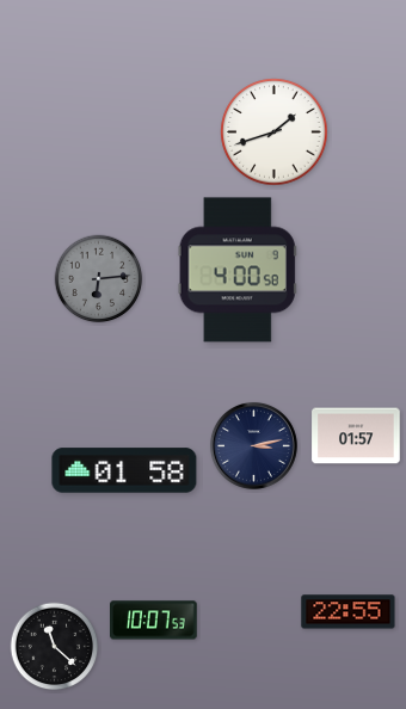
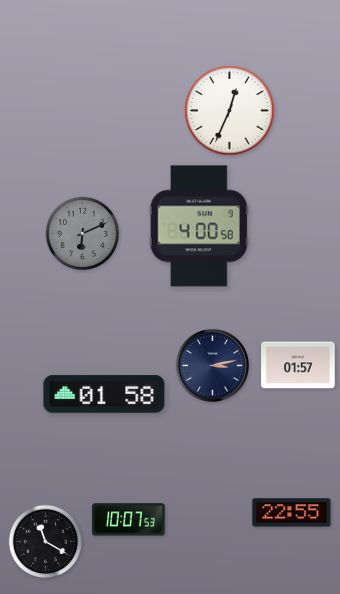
clock at (275, 132): 1:42 -> 12:34
clock at (99, 279): 6:14 -> 6:11
clock at (253, 445) position: (253, 445) -> (212, 365)
clock at (55, 647): 11:22 -> 11:20
